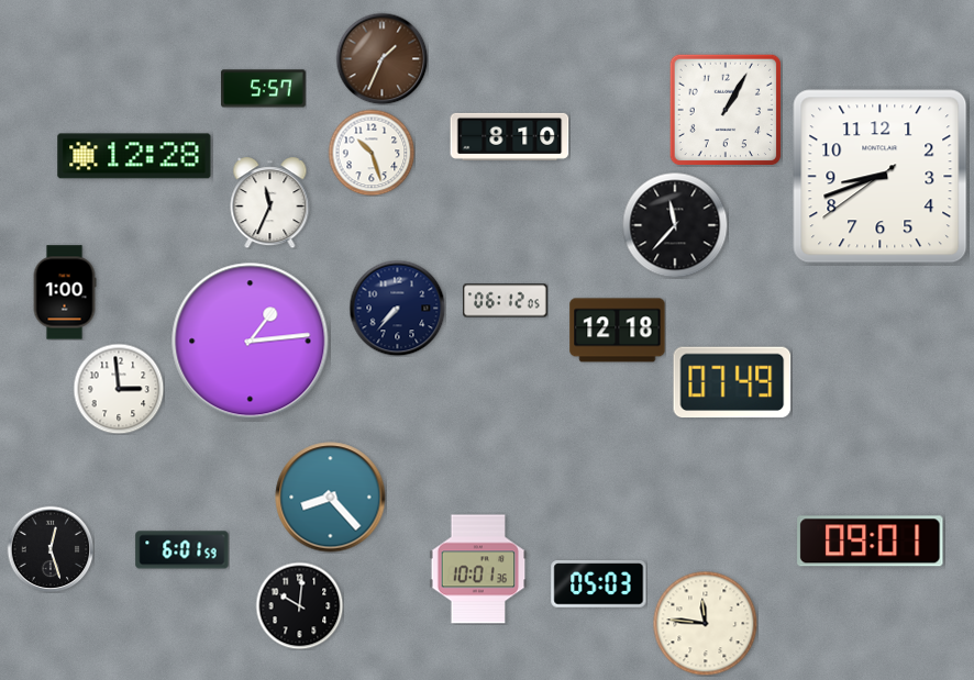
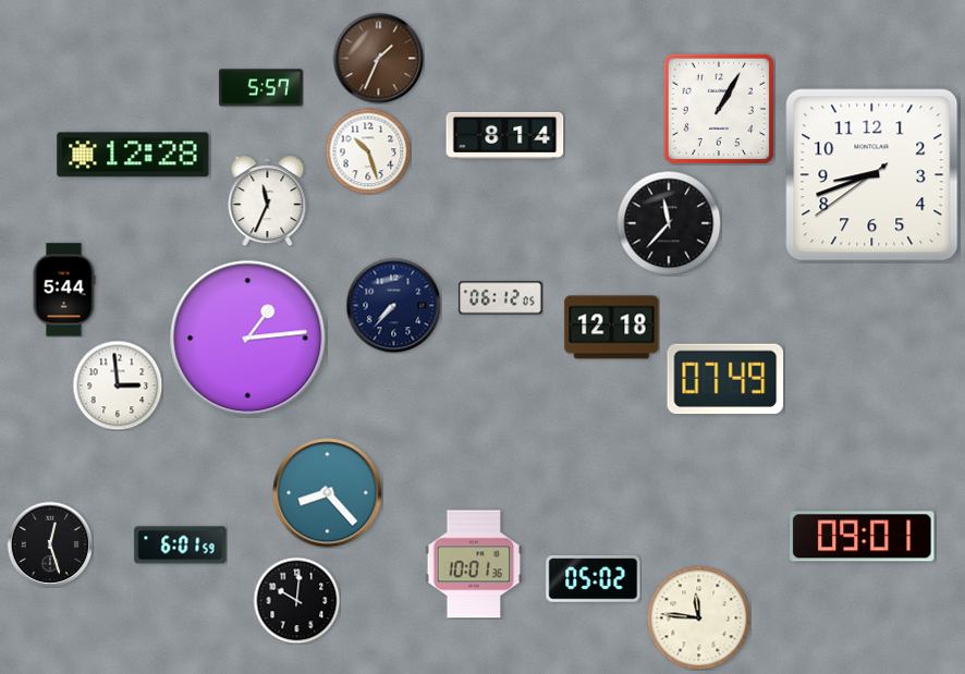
clock at (510, 136): 8:10 -> 8:14
clock at (65, 292): 1:00 -> 5:44
clock at (599, 584): 05:03 -> 05:02
